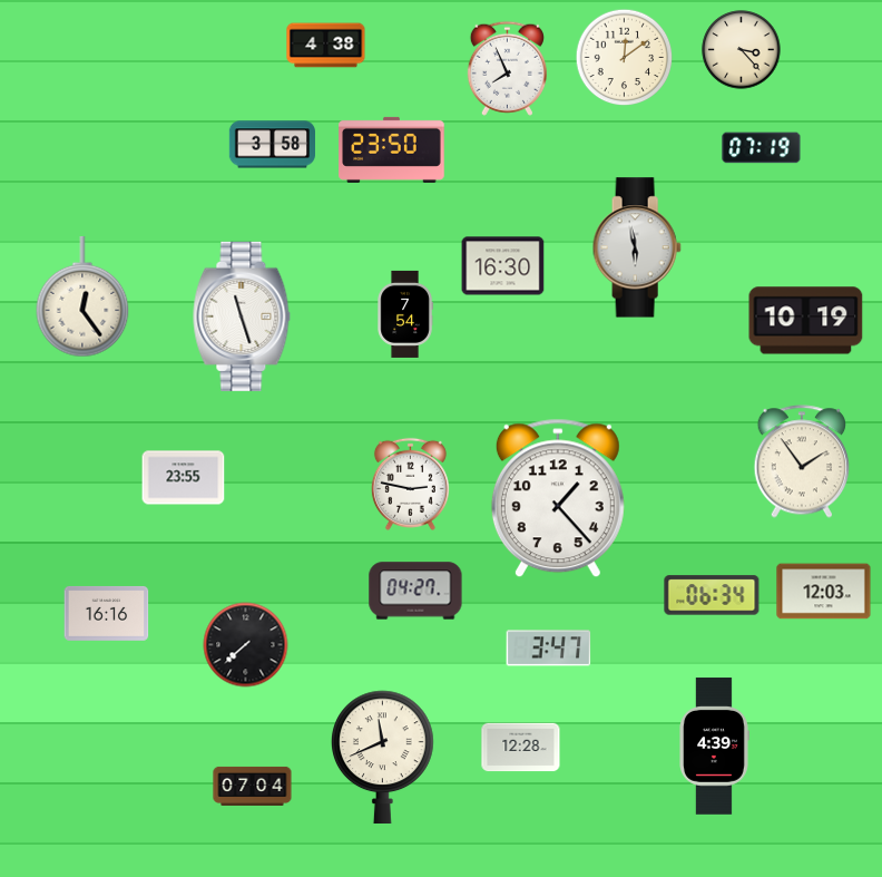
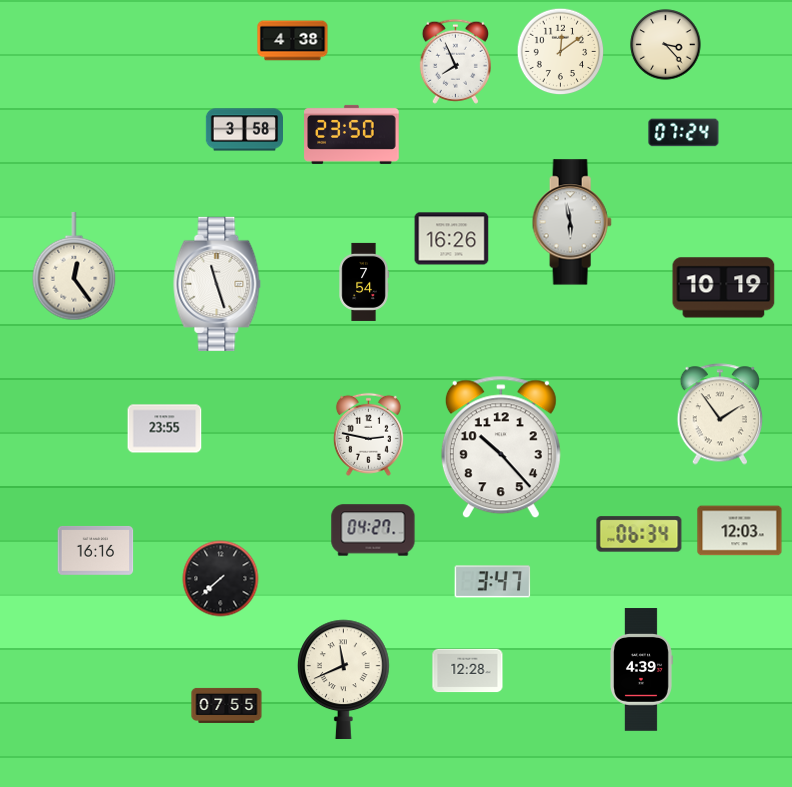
clock at (762, 148): 07:19 -> 07:24
clock at (503, 266): 16:30 -> 16:26
clock at (558, 498): 1:23 -> 10:23
clock at (253, 786): 07:04 -> 07:55
